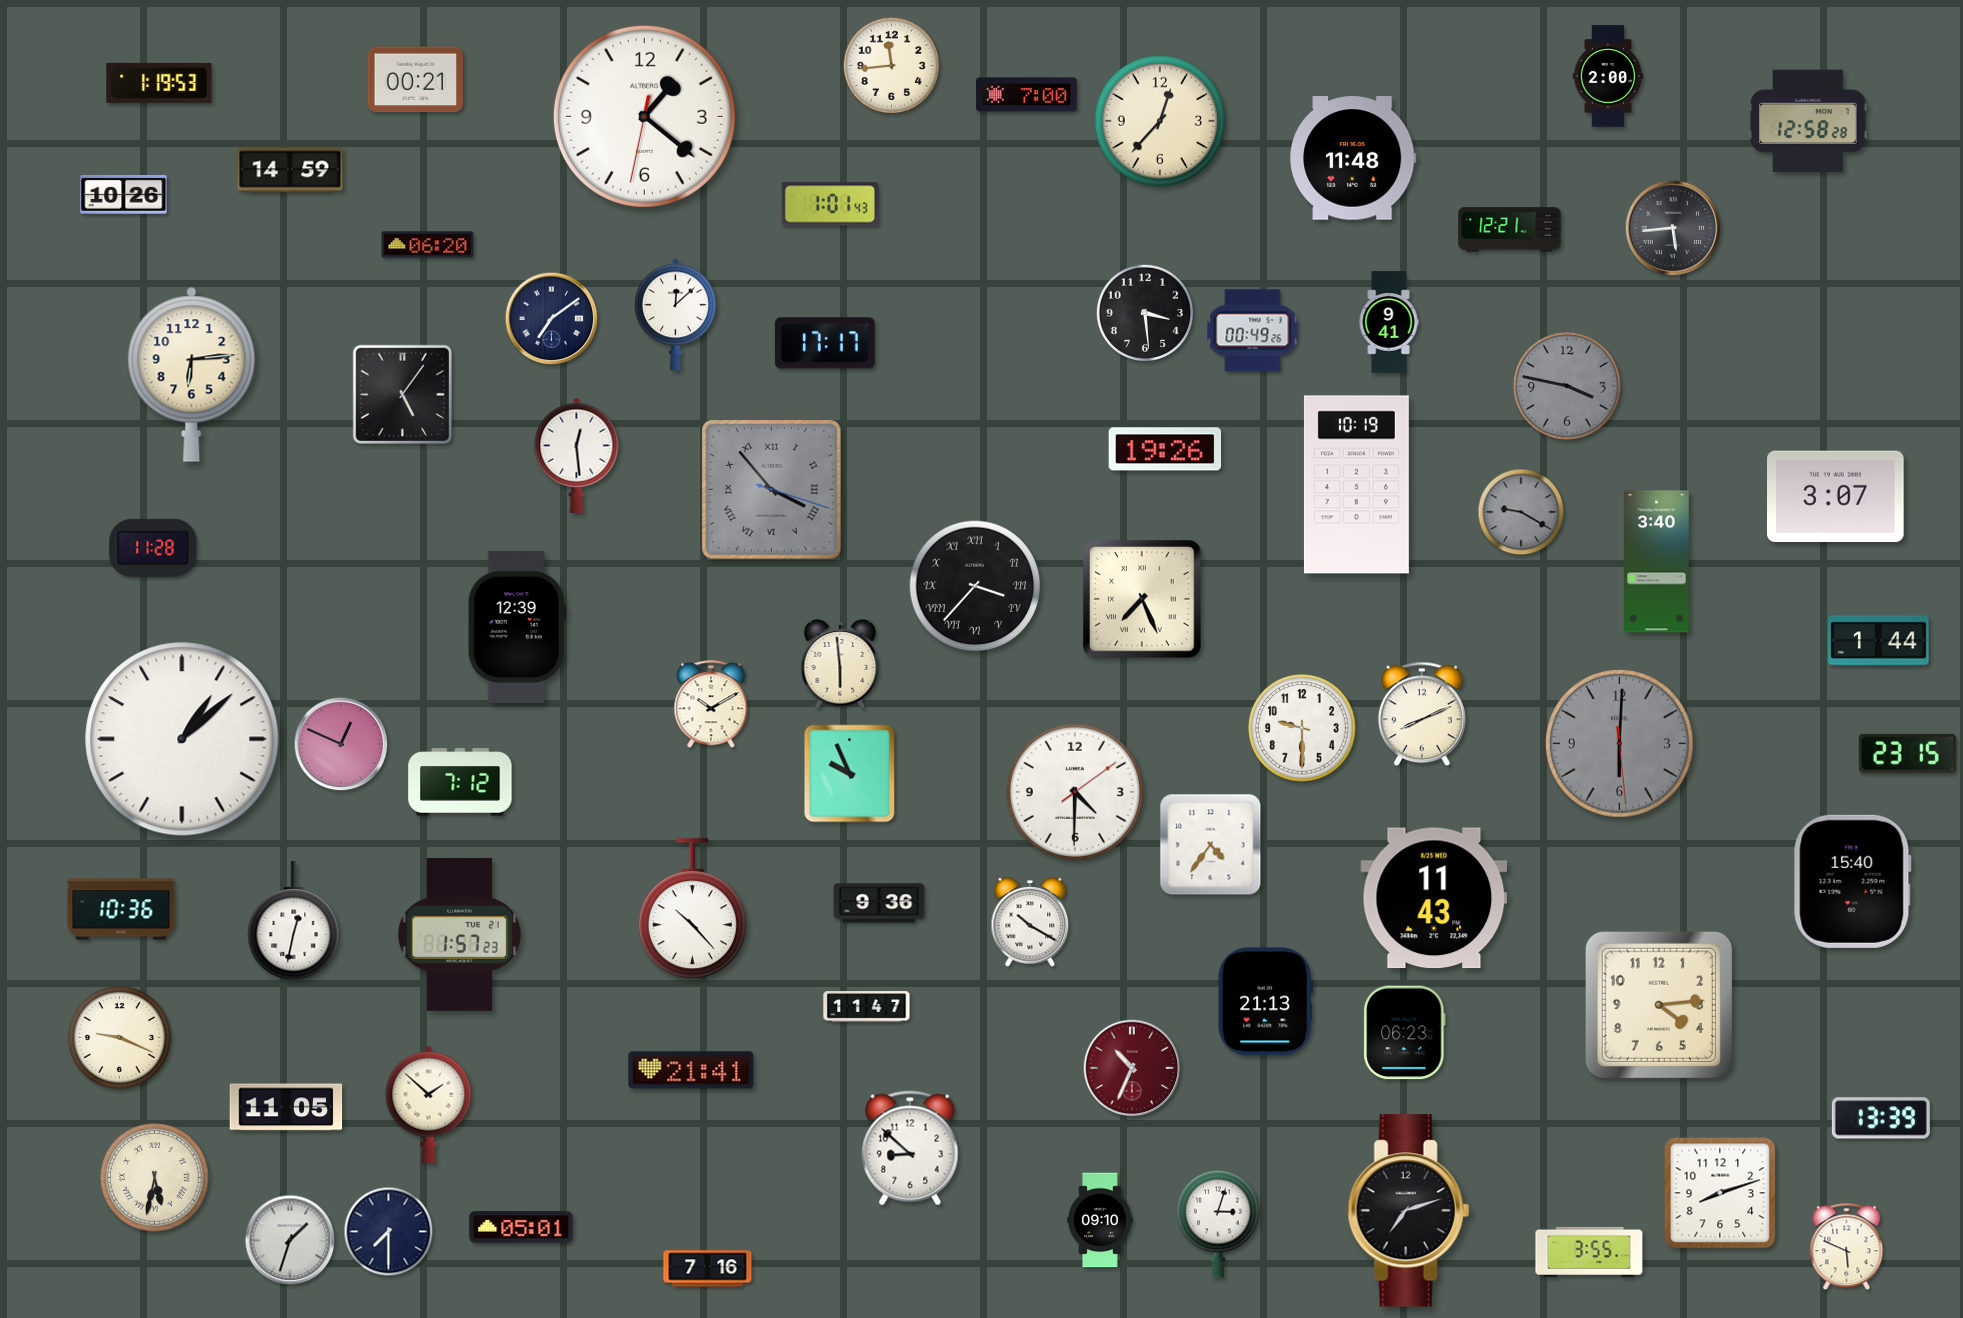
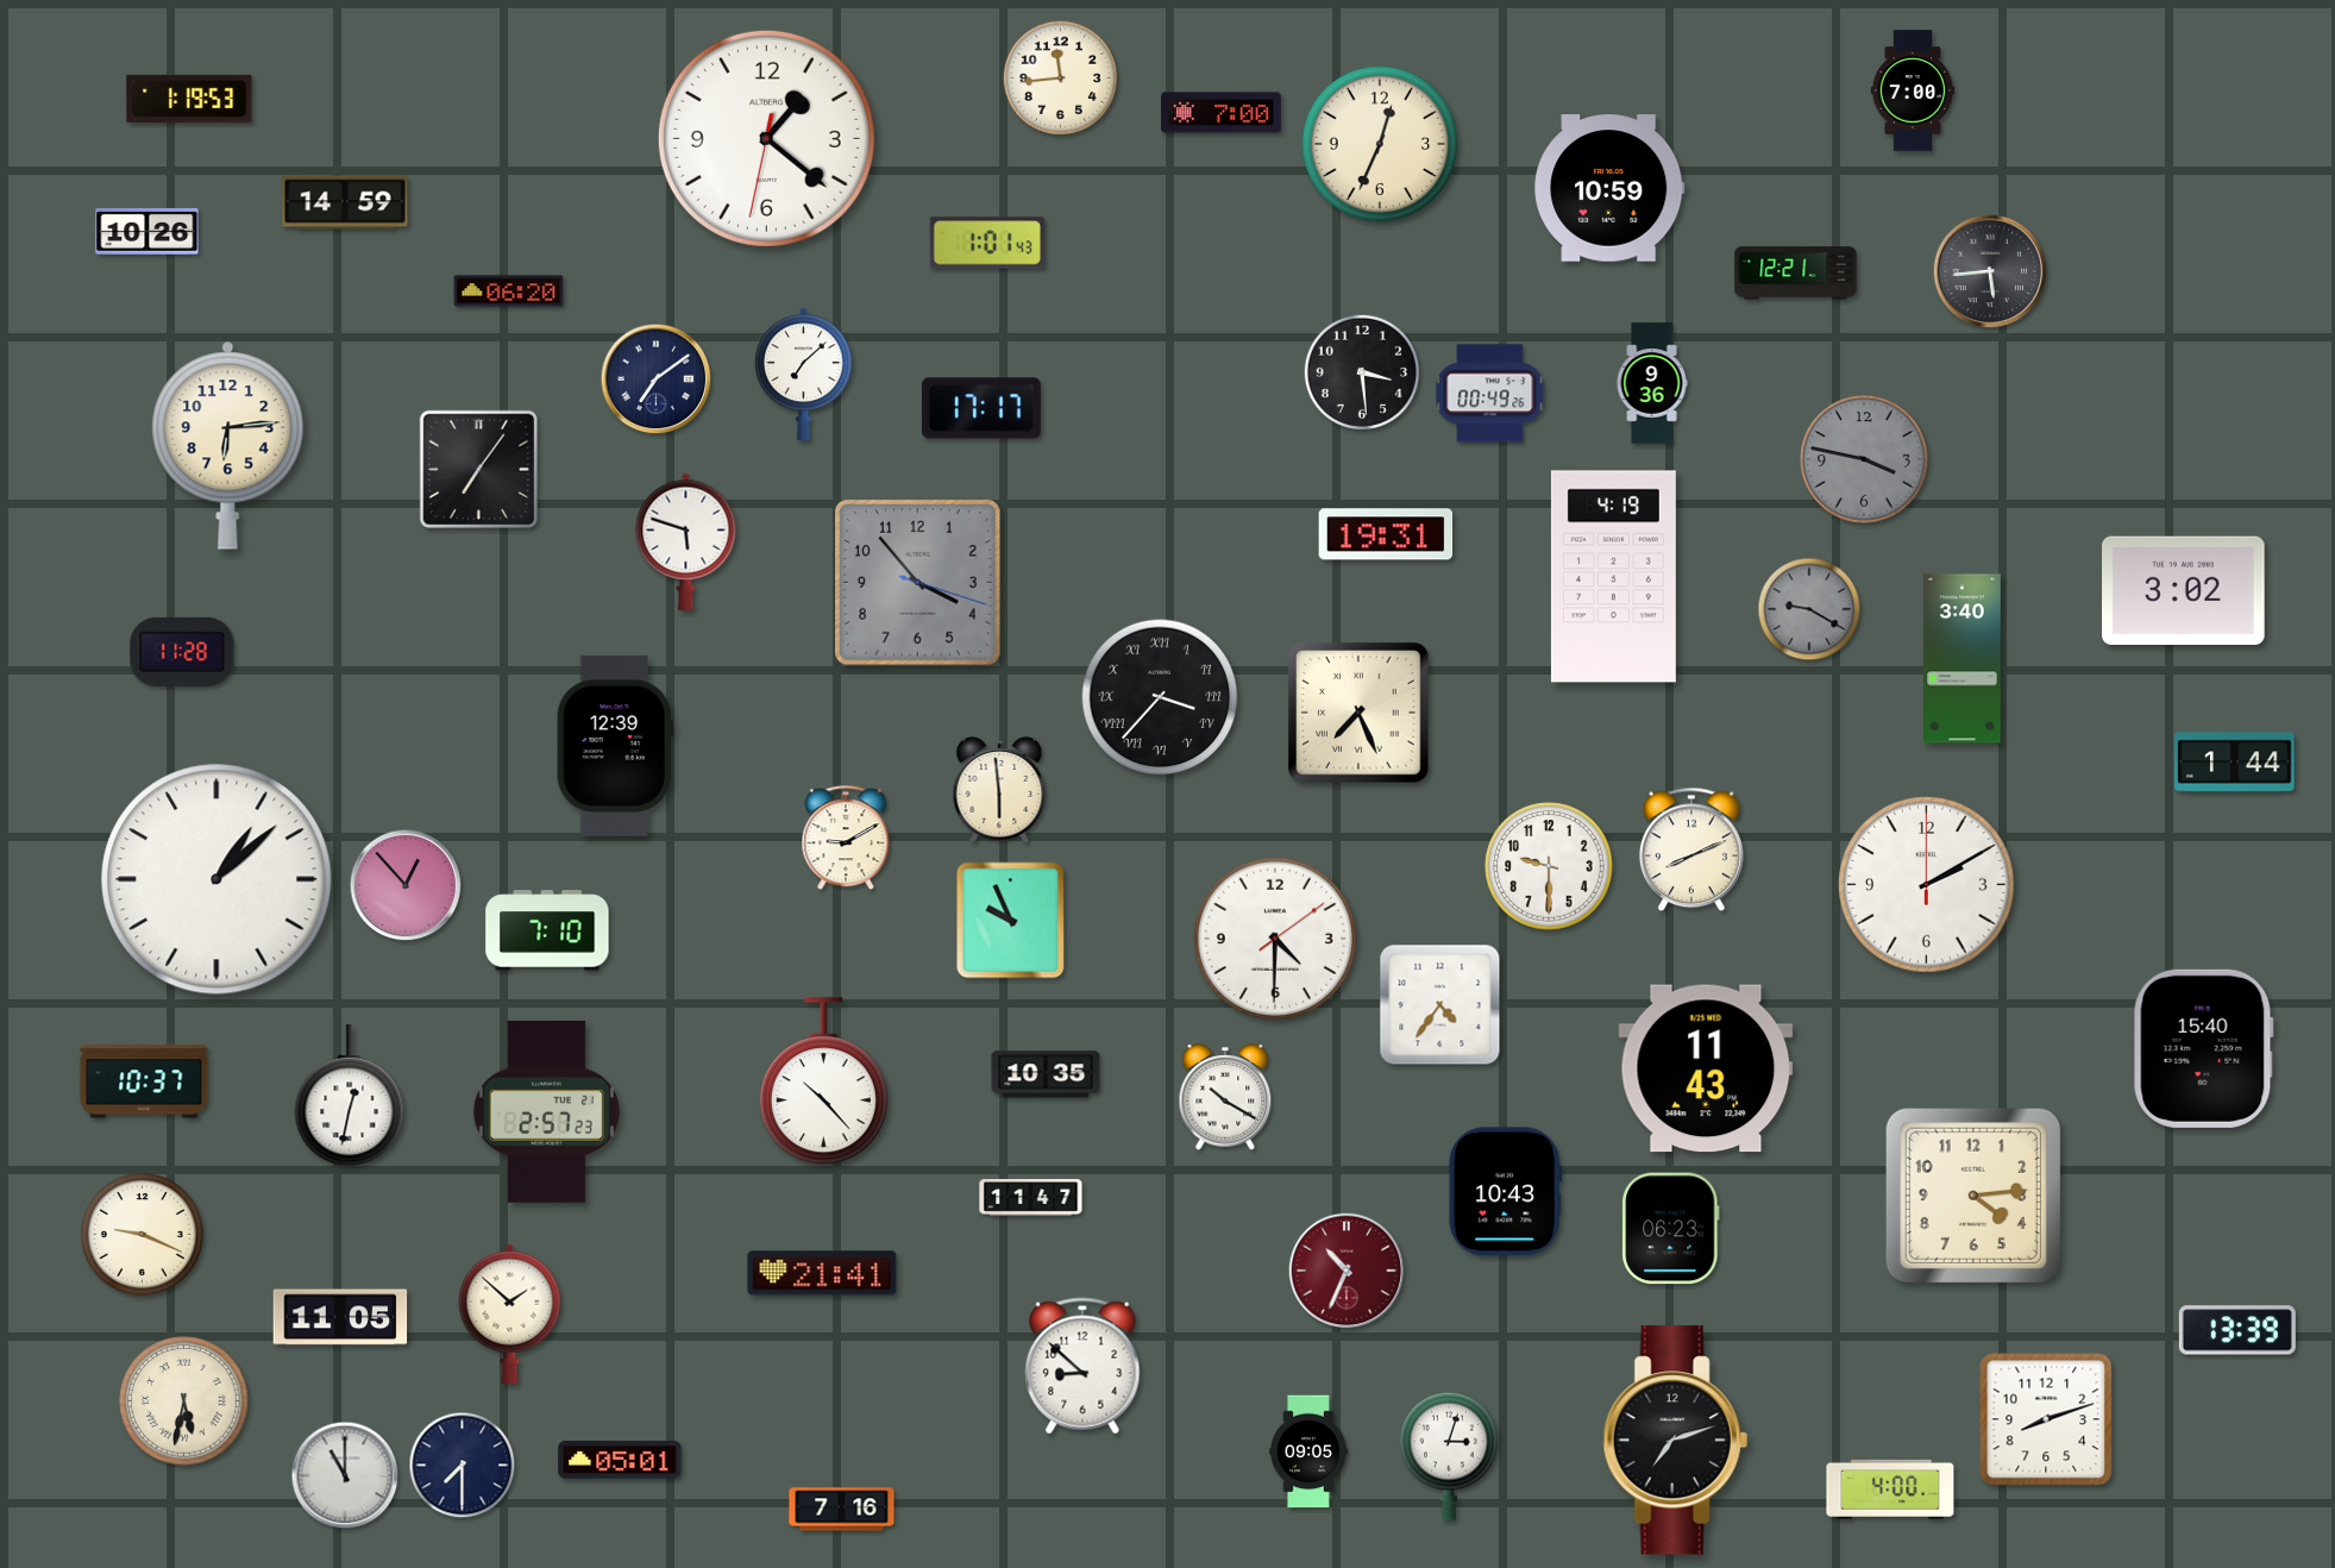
clock at (1608, 76): 2:00 -> 7:00
clock at (416, 80): 00:21 -> none
clock at (1160, 121): 12:37 -> 12:34
clock at (1808, 121): 12:58 -> none
clock at (1353, 158): 11:48 -> 10:59
clock at (675, 315): 12:08 -> 7:08
clock at (1389, 322): 9:41 -> 9:36
clock at (402, 394): 5:06 -> 7:06
clock at (1165, 449): 19:26 -> 19:31
clock at (577, 455): 12:29 -> 5:48
clock at (1356, 485): 10:19 -> 4:19
clock at (772, 490) numerals: Roman -> Arabic
clock at (1836, 496): 3:07 -> 3:02
clock at (1657, 562) position: (1657, 562) -> (1963, 659)
clock at (711, 705): 10:10 -> 9:10
clock at (341, 744): 12:49 -> 12:53
clock at (1620, 744): 6:00 -> 2:10
clock at (1620, 744) dial: grey -> white
clock at (1907, 753): 23:15 -> none
clock at (460, 782): 7:12 -> 7:10
clock at (1075, 792) position: (1075, 792) -> (1275, 939)
clock at (879, 903): 9:36 -> 10:35
clock at (121, 909): 10:36 -> 10:37
clock at (459, 934): 1:57 -> 2:57
clock at (1266, 1002): 21:13 -> 10:43
clock at (1100, 1220): 09:10 -> 09:05
clock at (290, 1240): 1:33 -> 11:00
clock at (1847, 1247): 5:49 -> none
clock at (1589, 1252): 3:55 -> 4:00
